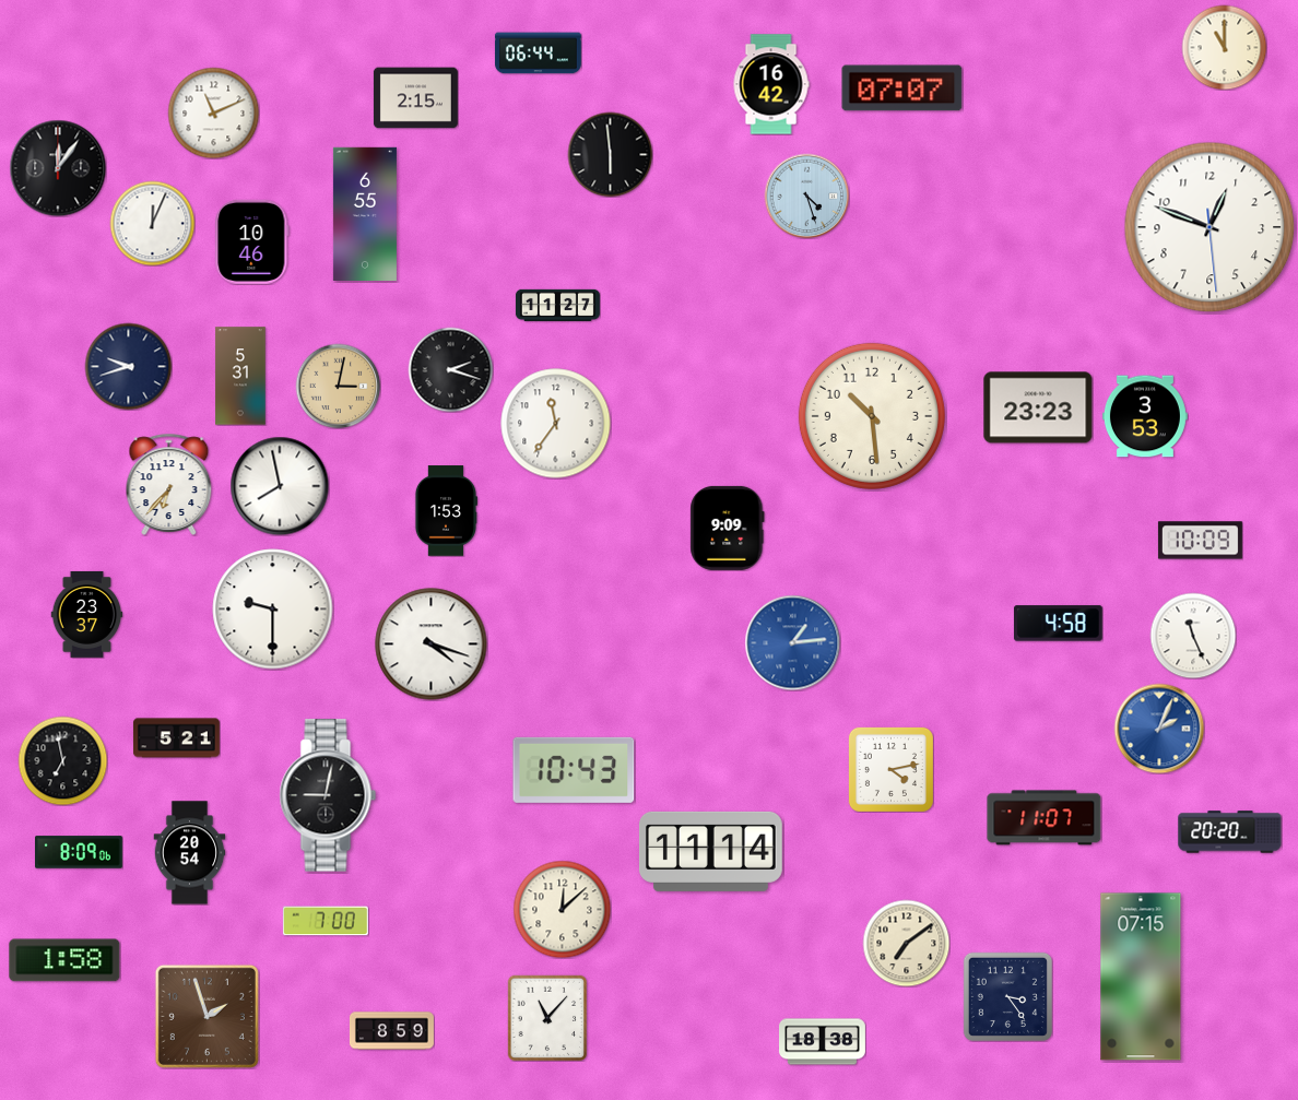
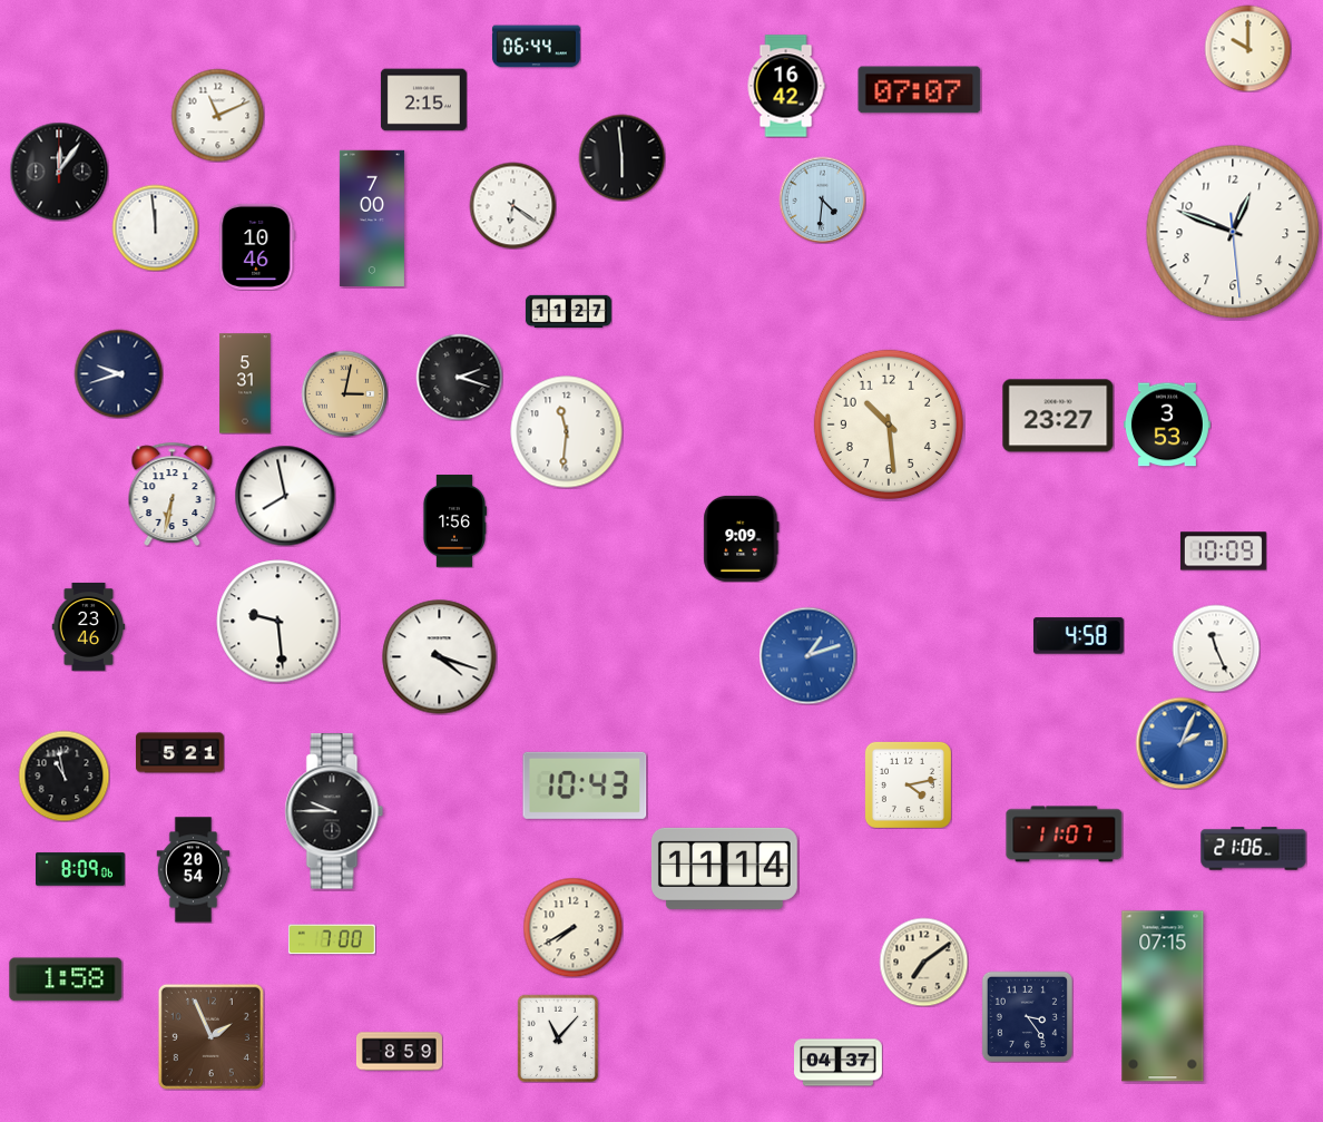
clock at (1224, 47): 11:00 -> 10:00
clock at (538, 54) position: (538, 54) -> (536, 47)
clock at (806, 196): 4:27 -> 4:31
clock at (512, 205): none -> 6:21
clock at (365, 213): 6:55 -> 7:00
clock at (152, 223): 12:04 -> 11:59
clock at (128, 366) position: (128, 366) -> (118, 373)
clock at (1038, 407): 23:23 -> 23:27
clock at (556, 424): 11:36 -> 11:31
clock at (169, 484): 6:37 -> 6:32
clock at (445, 511): 1:53 -> 1:56
clock at (273, 610): 9:30 -> 9:29
clock at (87, 614): 23:37 -> 23:46
clock at (792, 642): 1:14 -> 1:12
clock at (62, 760): 6:58 -> 10:58
clock at (328, 795): 9:02 -> 9:45
clock at (1230, 832): 20:20 -> 21:06
clock at (562, 909): 12:08 -> 7:40
clock at (206, 1016): 1:57 -> 1:56
clock at (823, 1042): 18:38 -> 04:37
